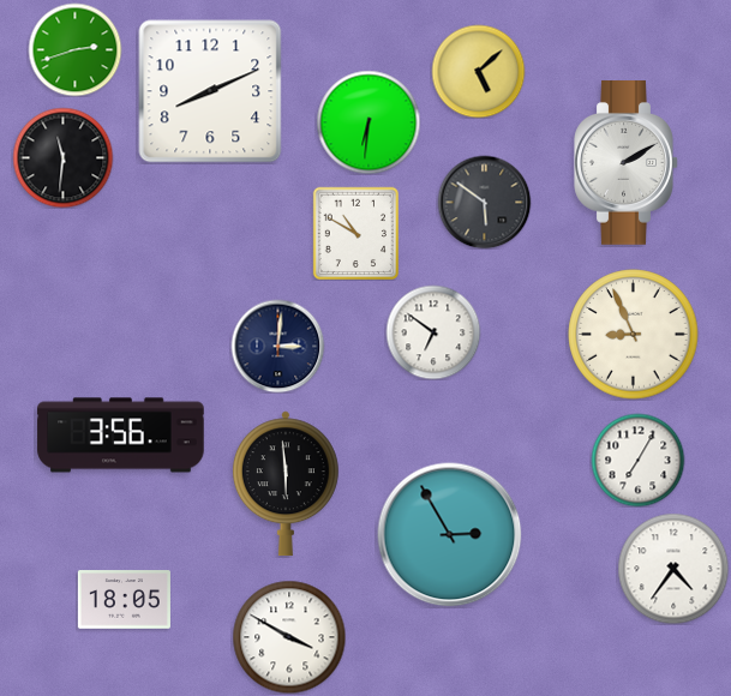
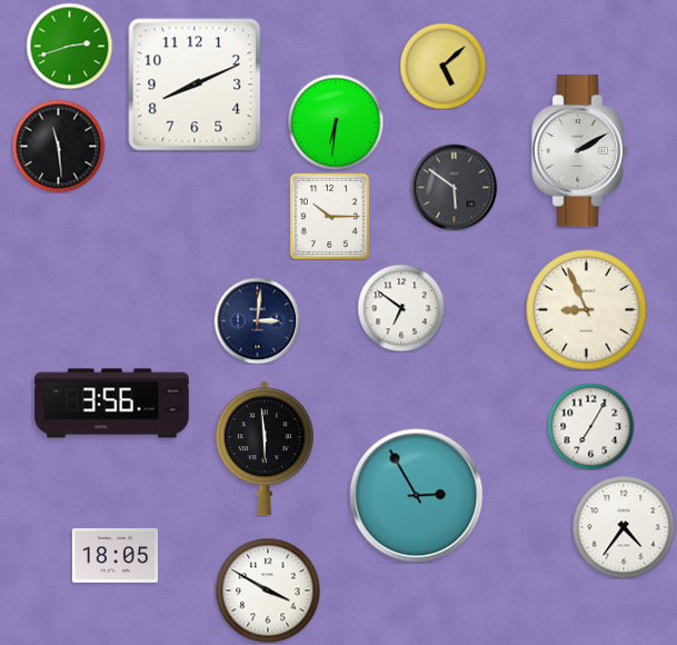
clock at (369, 122) position: (369, 122) -> (336, 122)
clock at (62, 157): 11:31 -> 11:29
clock at (484, 202) position: (484, 202) -> (454, 187)
clock at (355, 233): 10:50 -> 10:15
